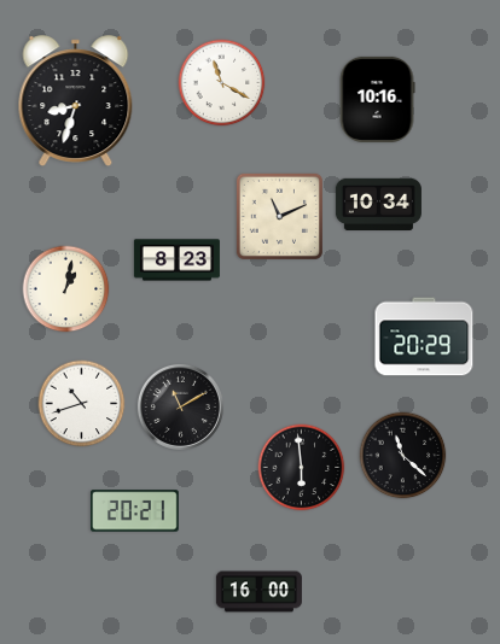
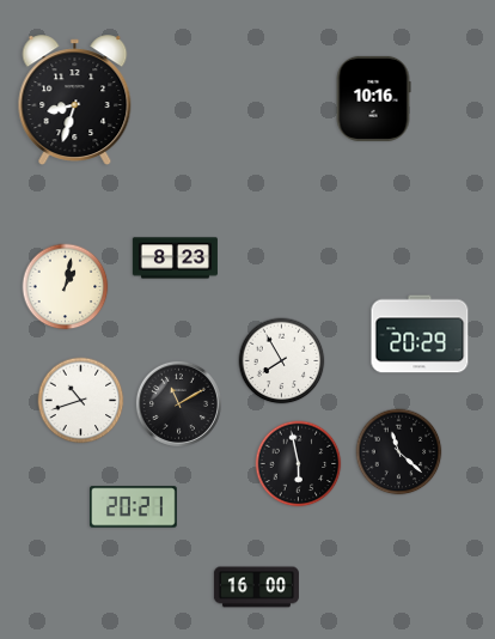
clock at (222, 83): 11:20 -> none
clock at (378, 204): 10:34 -> none
clock at (279, 216): 11:11 -> none
clock at (282, 361): none -> 7:55
clock at (302, 468): 5:59 -> 5:58
